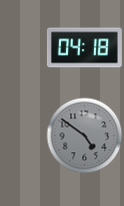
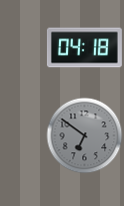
clock at (85, 136): 4:51 -> 6:51
